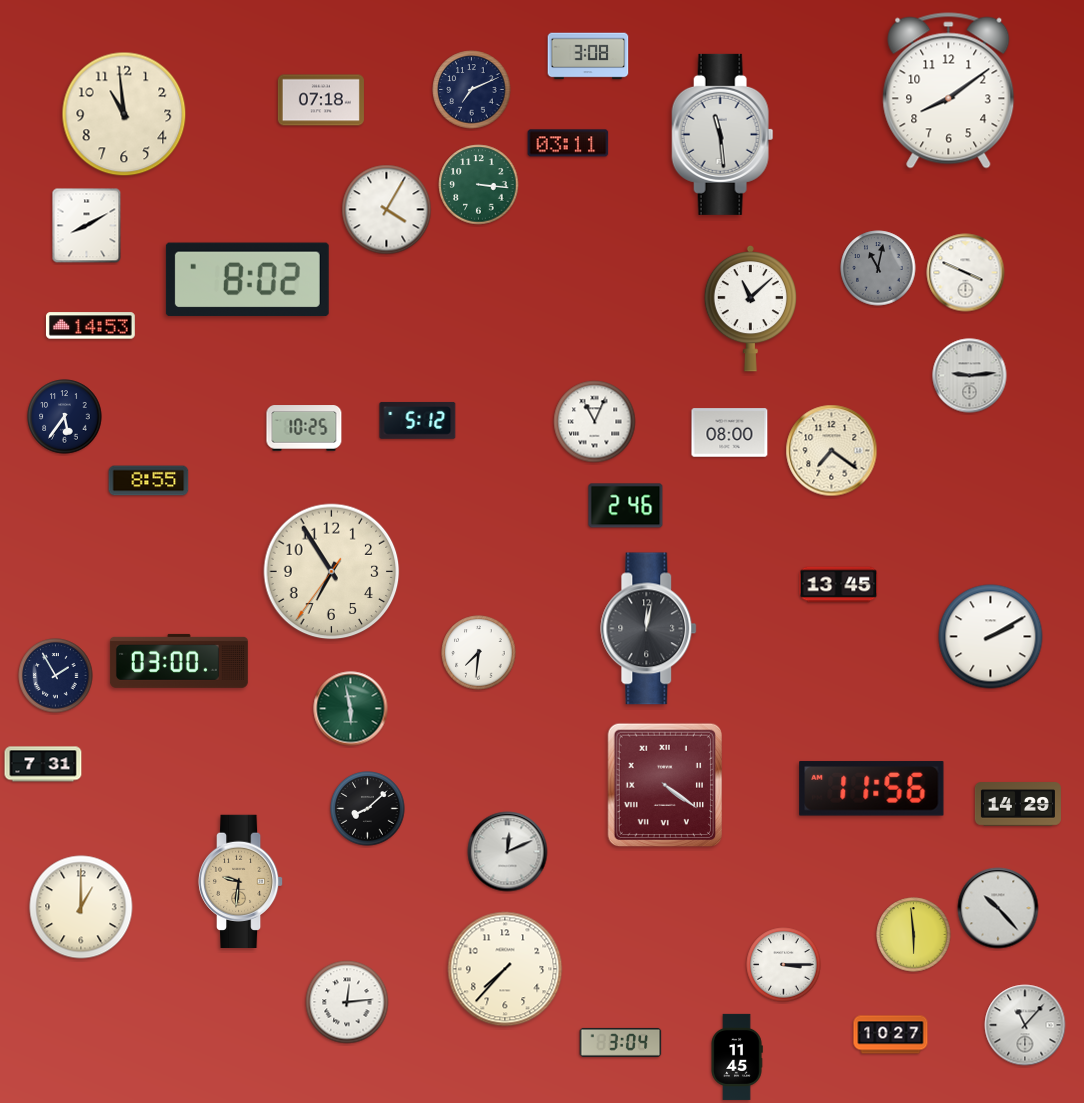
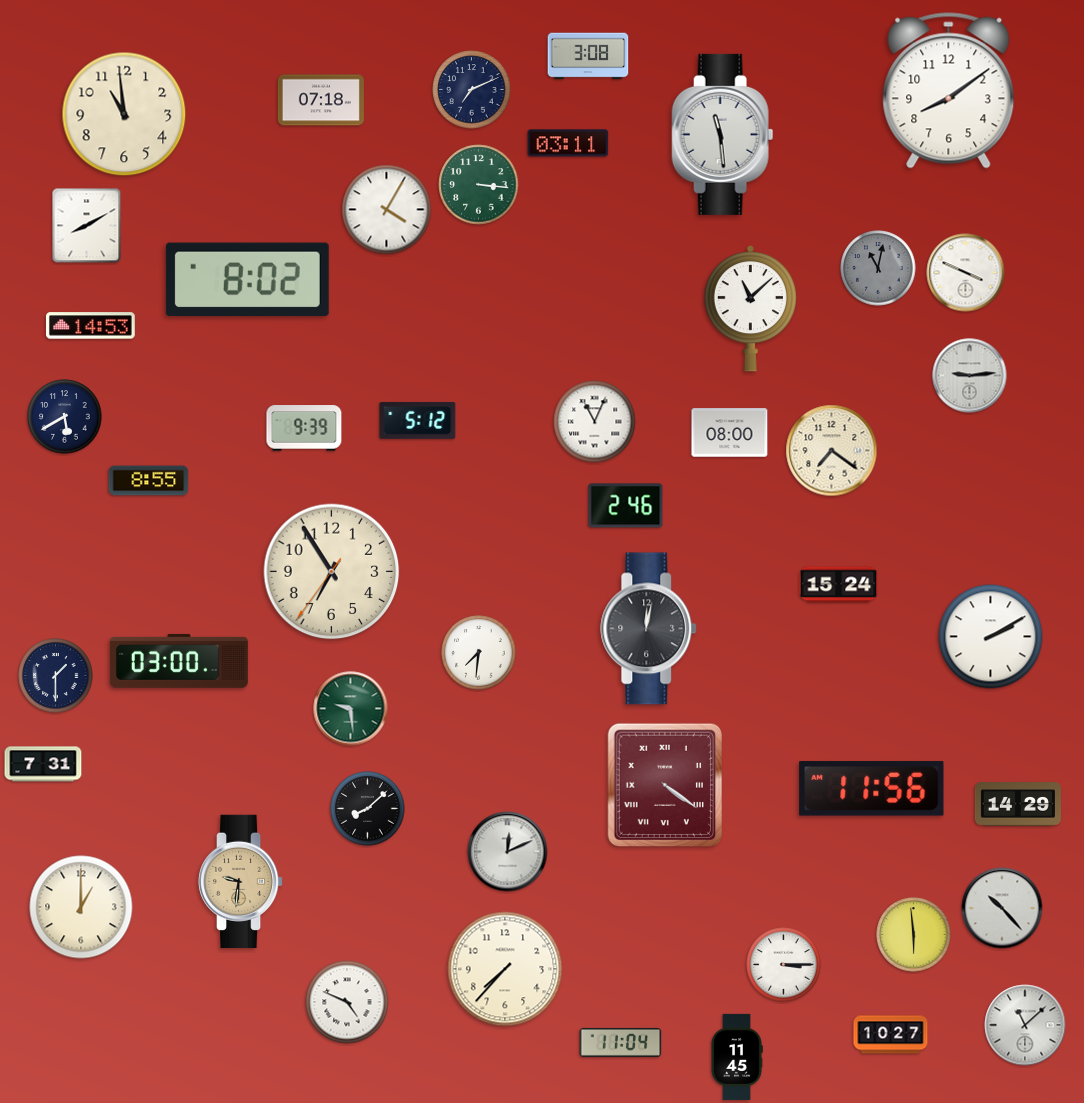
clock at (65, 417): 5:36 -> 5:40
clock at (304, 428): 10:25 -> 9:39
clock at (839, 585): 13:45 -> 15:24
clock at (56, 676): 1:55 -> 1:30
clock at (351, 709): 5:58 -> 9:29
clock at (998, 908) position: (998, 908) -> (1002, 908)
clock at (347, 1002): 12:14 -> 4:49
clock at (1025, 1025): 11:07 -> 11:08
clock at (621, 1042): 3:04 -> 11:04
